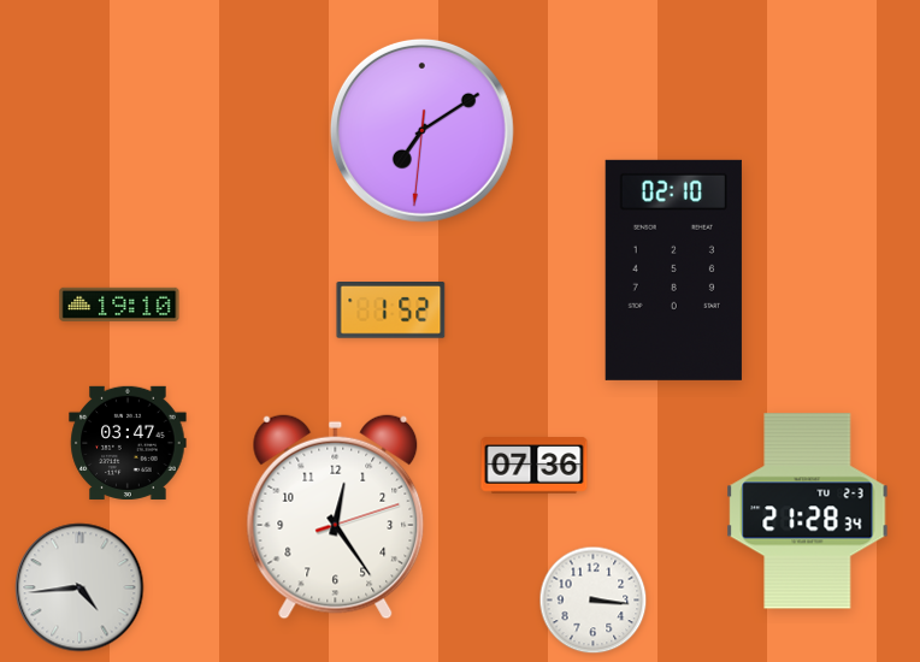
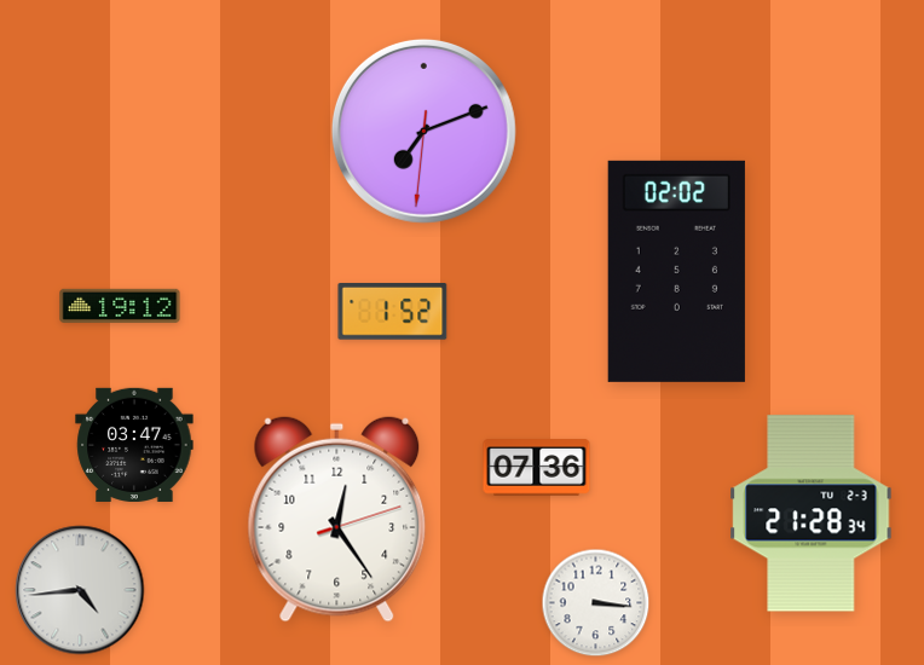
clock at (421, 130): 7:09 -> 7:11
clock at (673, 270): 02:10 -> 02:02
clock at (119, 305): 19:10 -> 19:12
clock at (128, 443) position: (128, 443) -> (134, 445)
